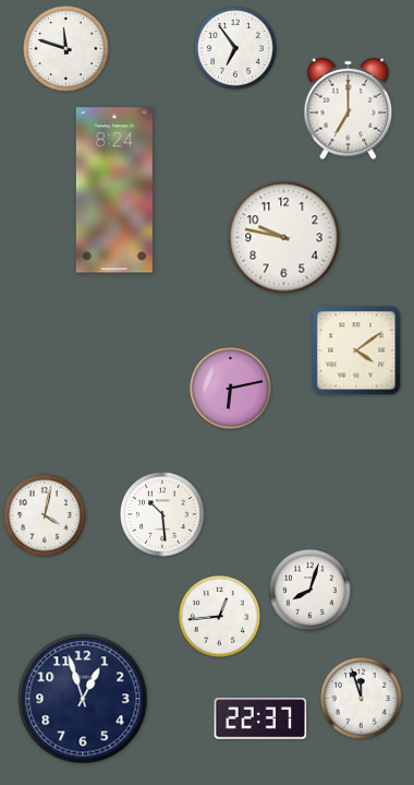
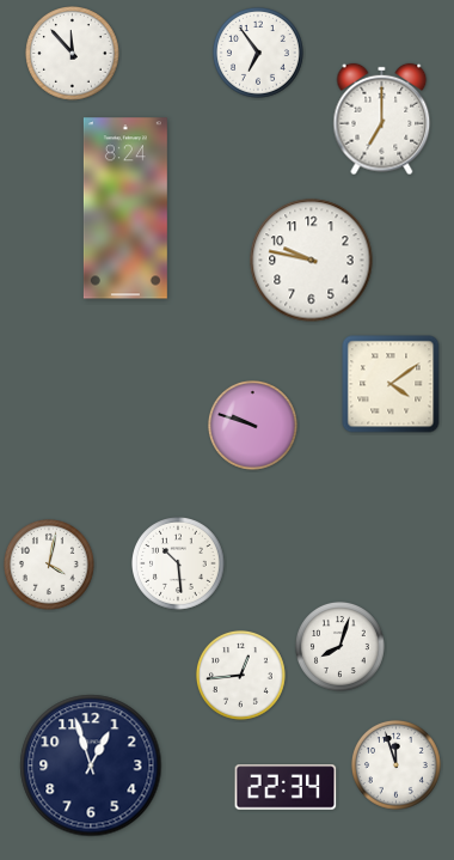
clock at (66, 49): 11:48 -> 11:53
clock at (230, 388): 6:13 -> 9:48
clock at (260, 718): 22:37 -> 22:34
